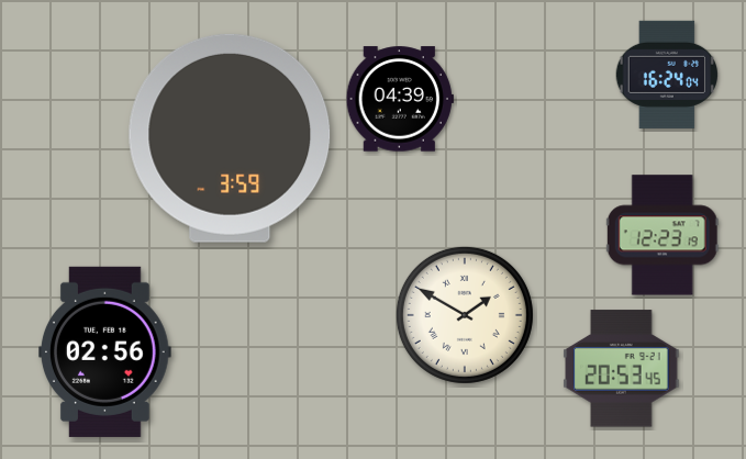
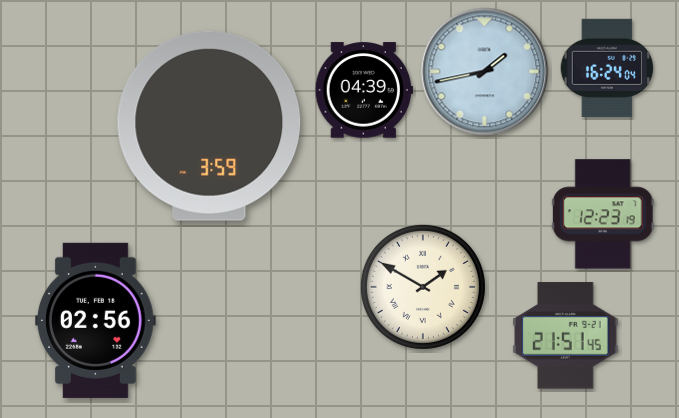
clock at (485, 72): none -> 1:43
clock at (622, 369): 20:53 -> 21:51
